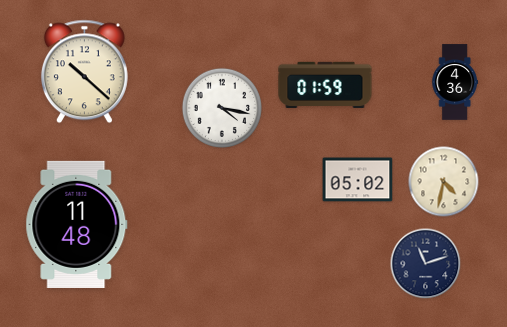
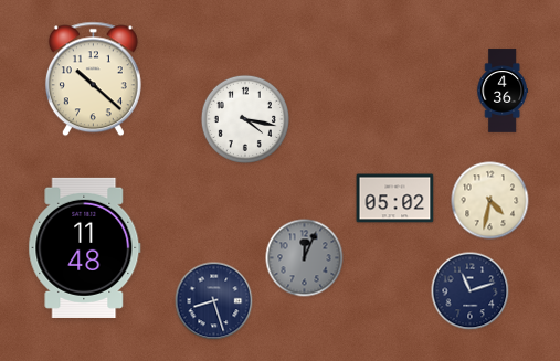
clock at (325, 85): 01:59 -> none
clock at (305, 258): none -> 12:04
clock at (214, 301): none -> 8:27
